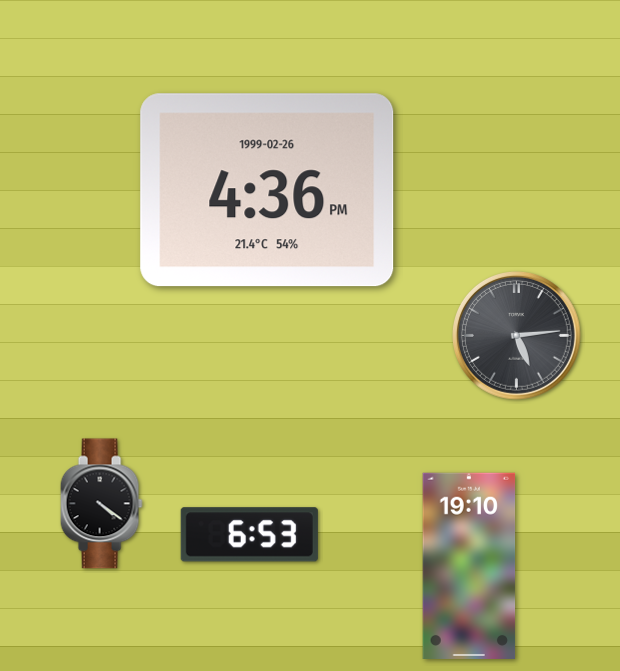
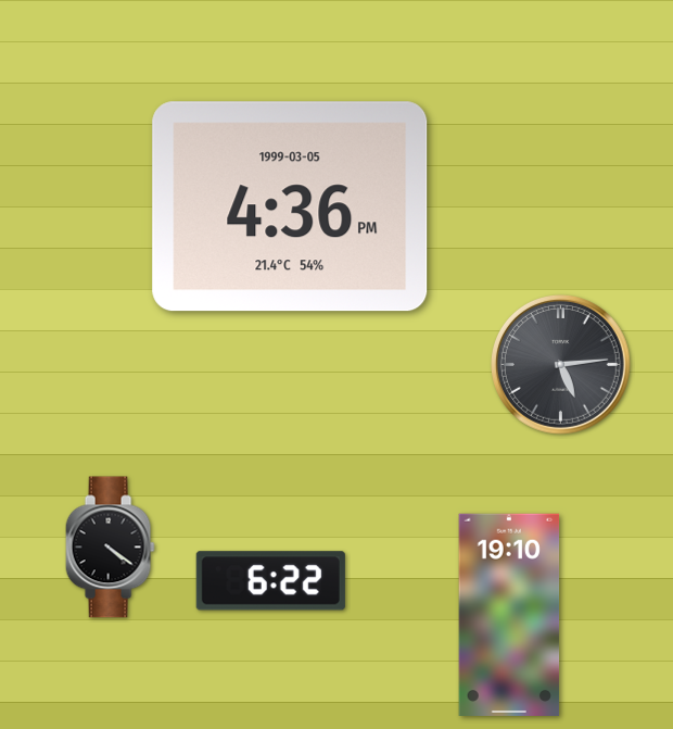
clock at (267, 190) date: 1999-02-26 -> 1999-03-05
clock at (249, 535): 6:53 -> 6:22
